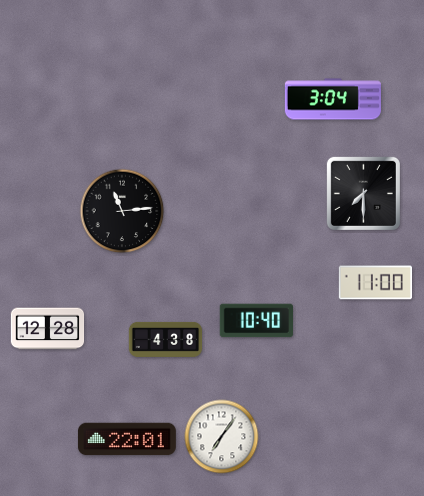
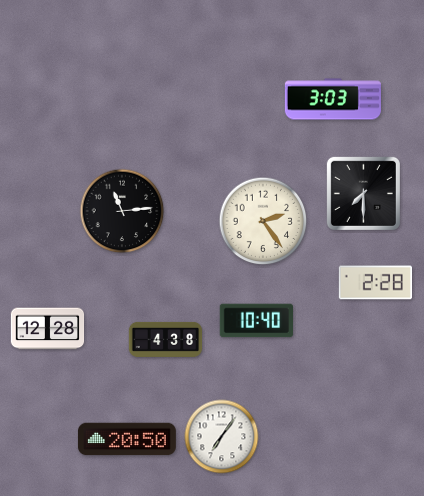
clock at (333, 99): 3:04 -> 3:03
clock at (263, 221): none -> 2:24
clock at (375, 283): 11:00 -> 2:28
clock at (127, 439): 22:01 -> 20:50
